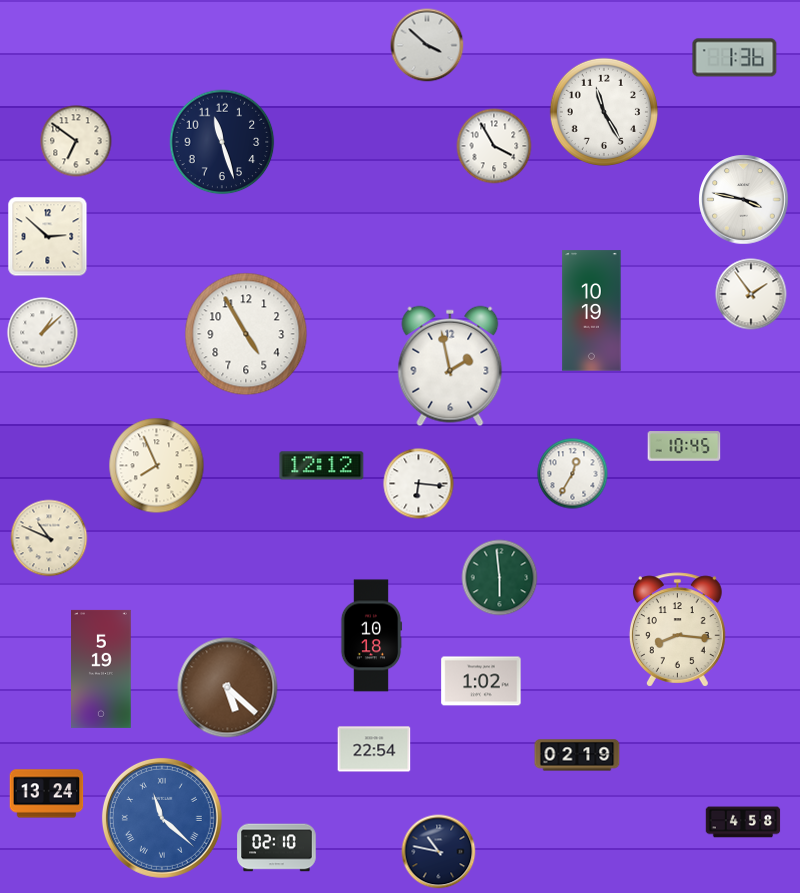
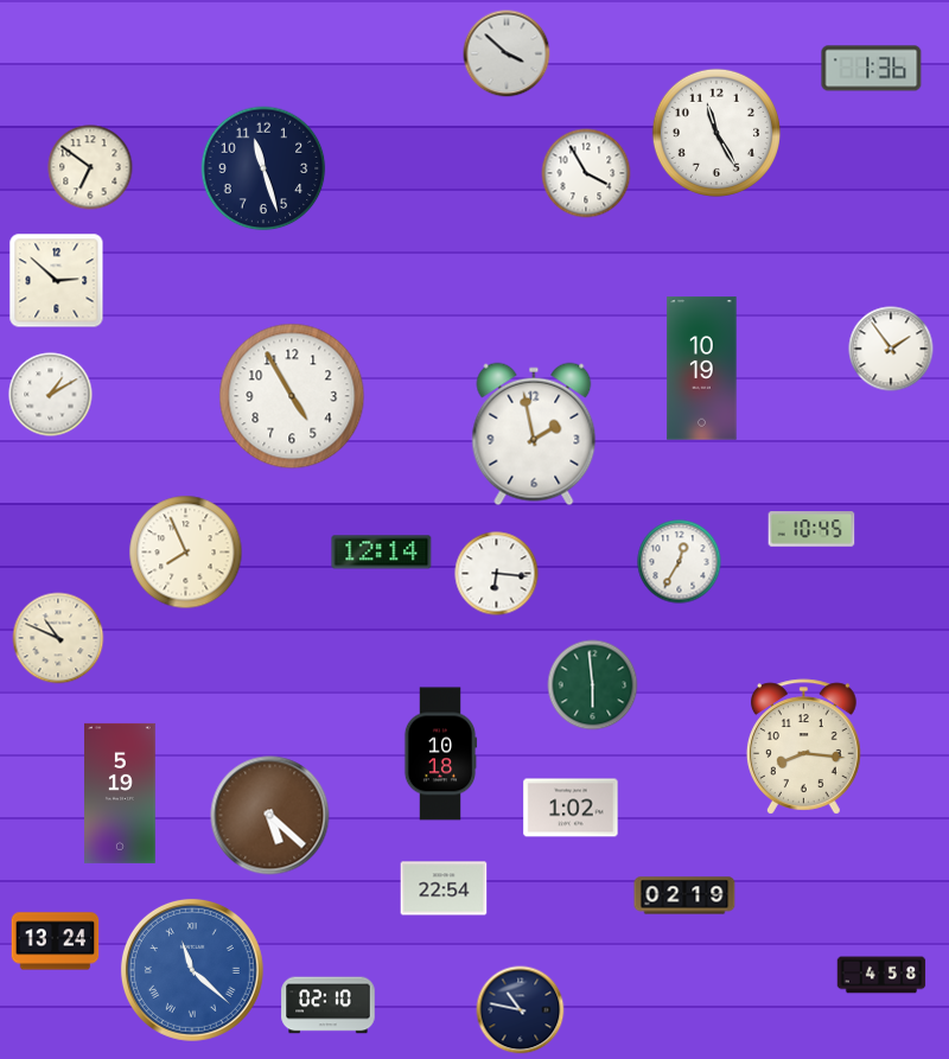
clock at (744, 200): 3:47 -> none
clock at (43, 333): 1:08 -> 1:10
clock at (322, 466): 12:12 -> 12:14
